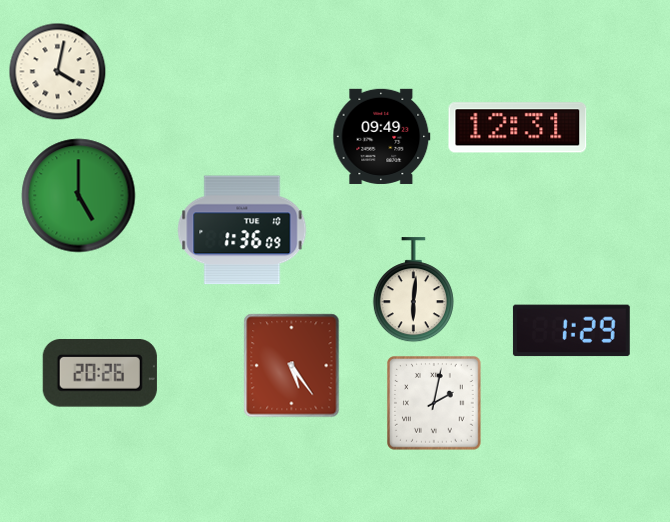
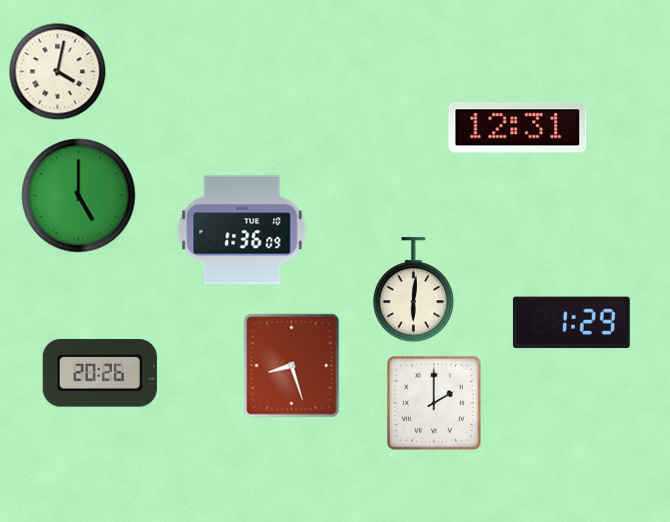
clock at (382, 136): 09:49 -> none
clock at (571, 331) position: (571, 331) -> (571, 323)
clock at (292, 366): 5:24 -> 8:27
clock at (435, 404): 2:02 -> 2:00
